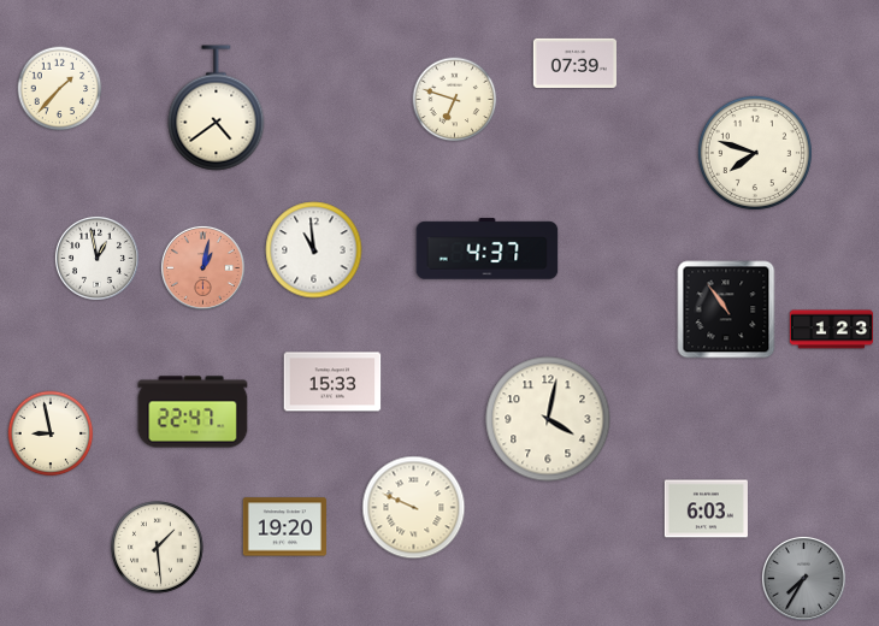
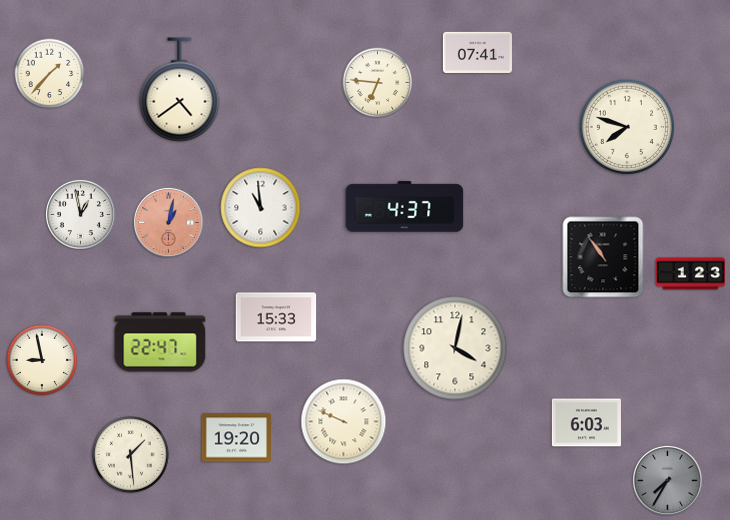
clock at (574, 63): 07:39 -> 07:41
clock at (455, 100): 6:48 -> 6:46
